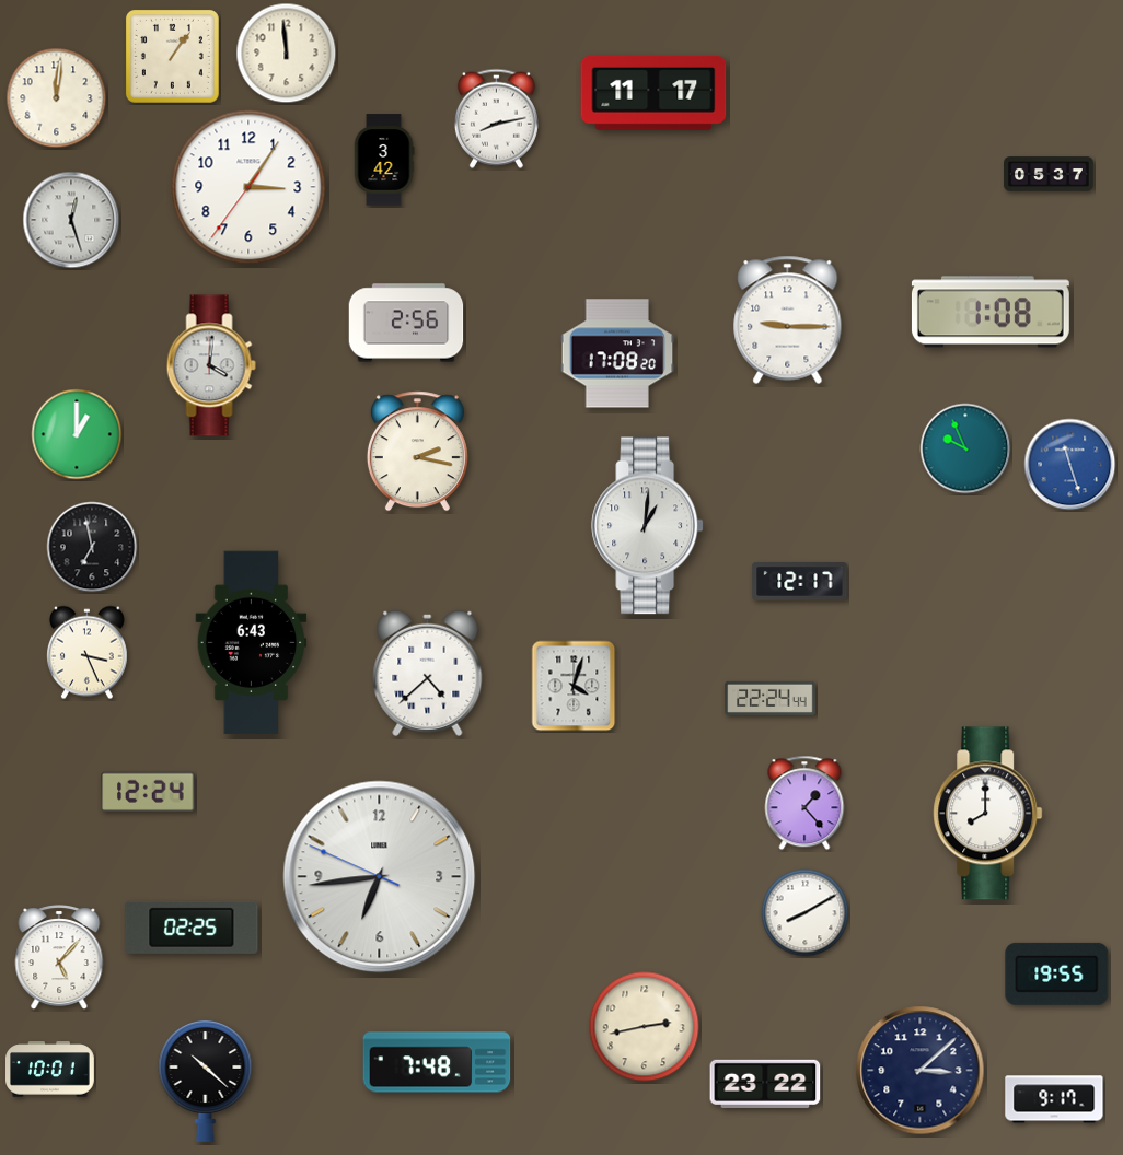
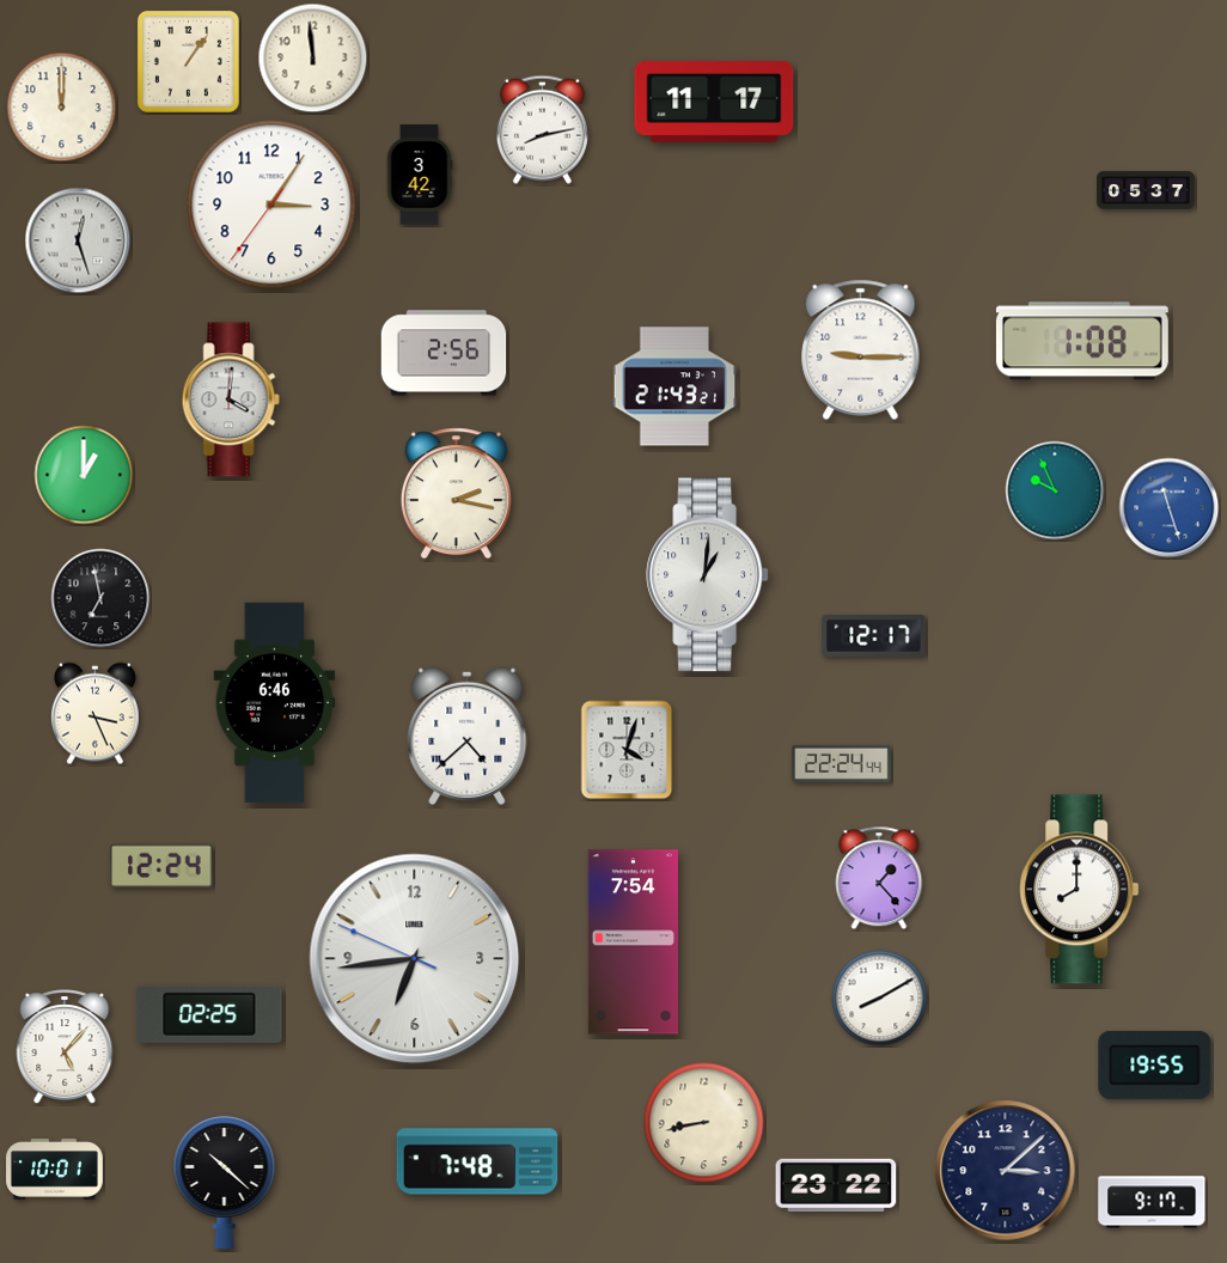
clock at (57, 98): 12:01 -> 12:00
clock at (617, 353): 17:08 -> 21:43
clock at (252, 643): 6:43 -> 6:46
clock at (633, 942): none -> 7:54
clock at (645, 1027): 2:43 -> 8:43
